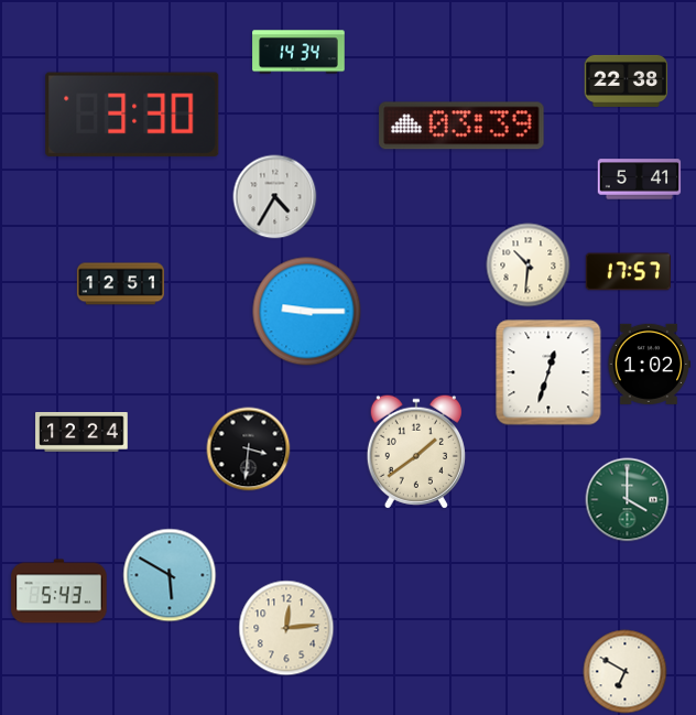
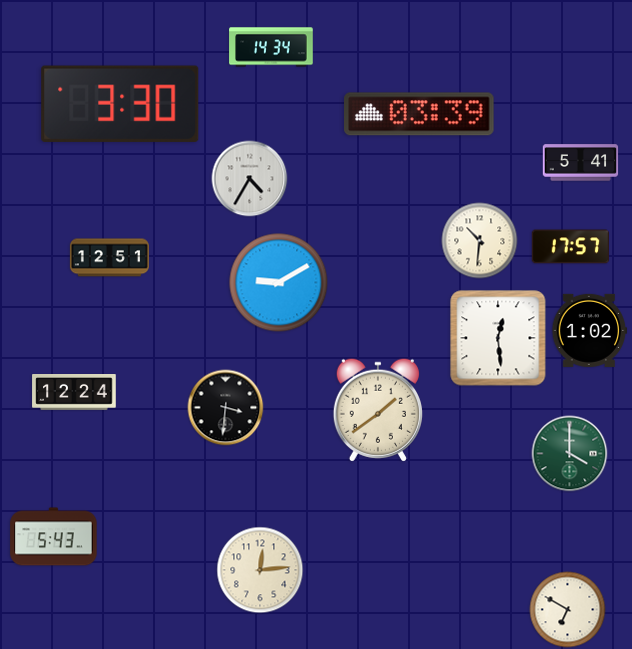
clock at (627, 80): 22:38 -> none
clock at (307, 312): 9:15 -> 9:10
clock at (548, 372): 12:33 -> 12:29
clock at (170, 575): 5:50 -> none
